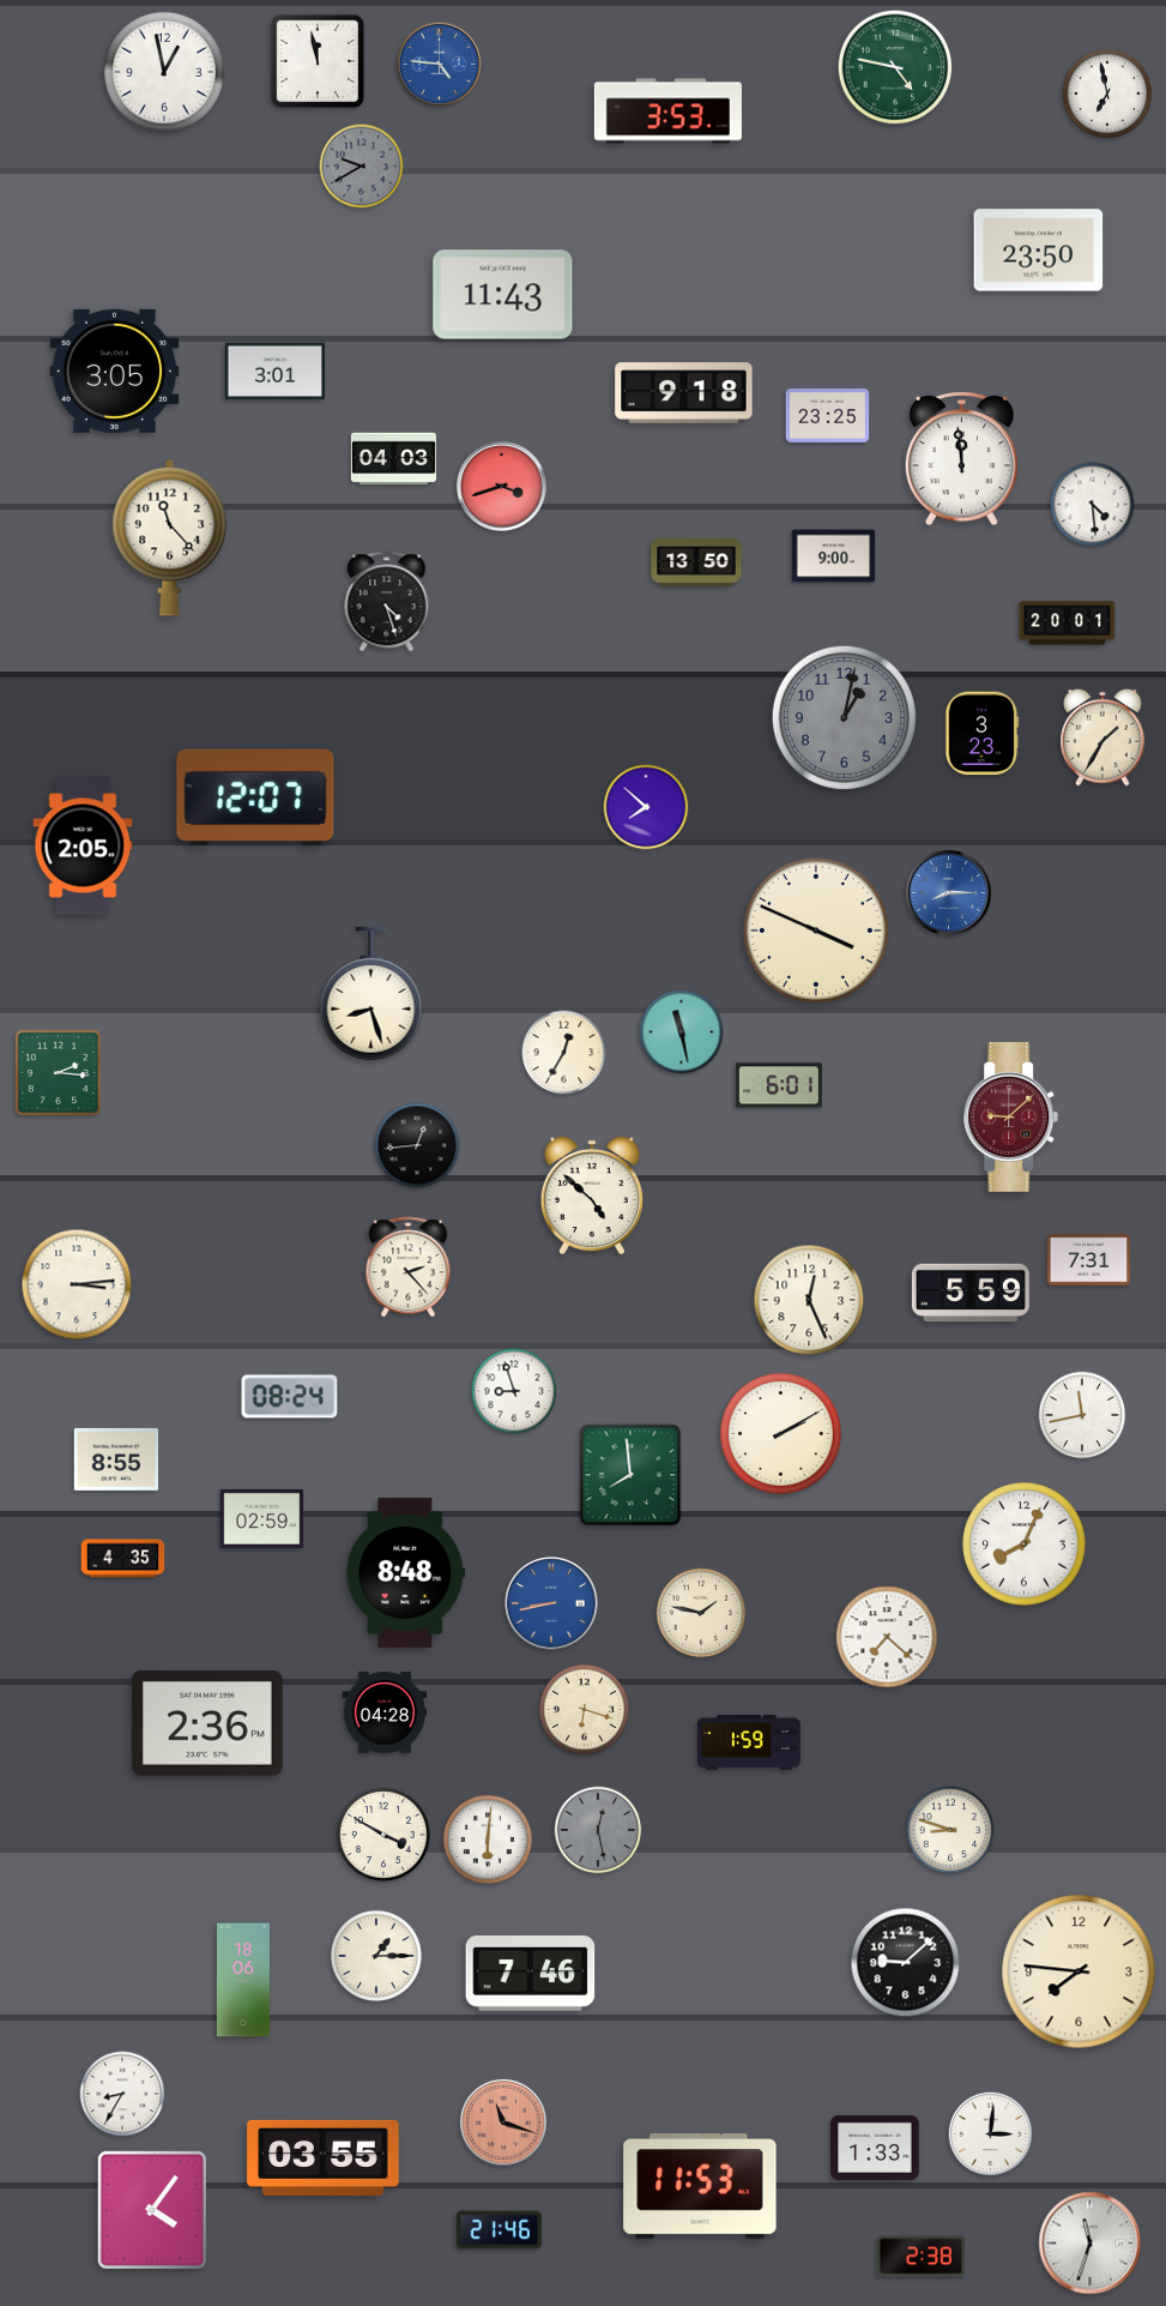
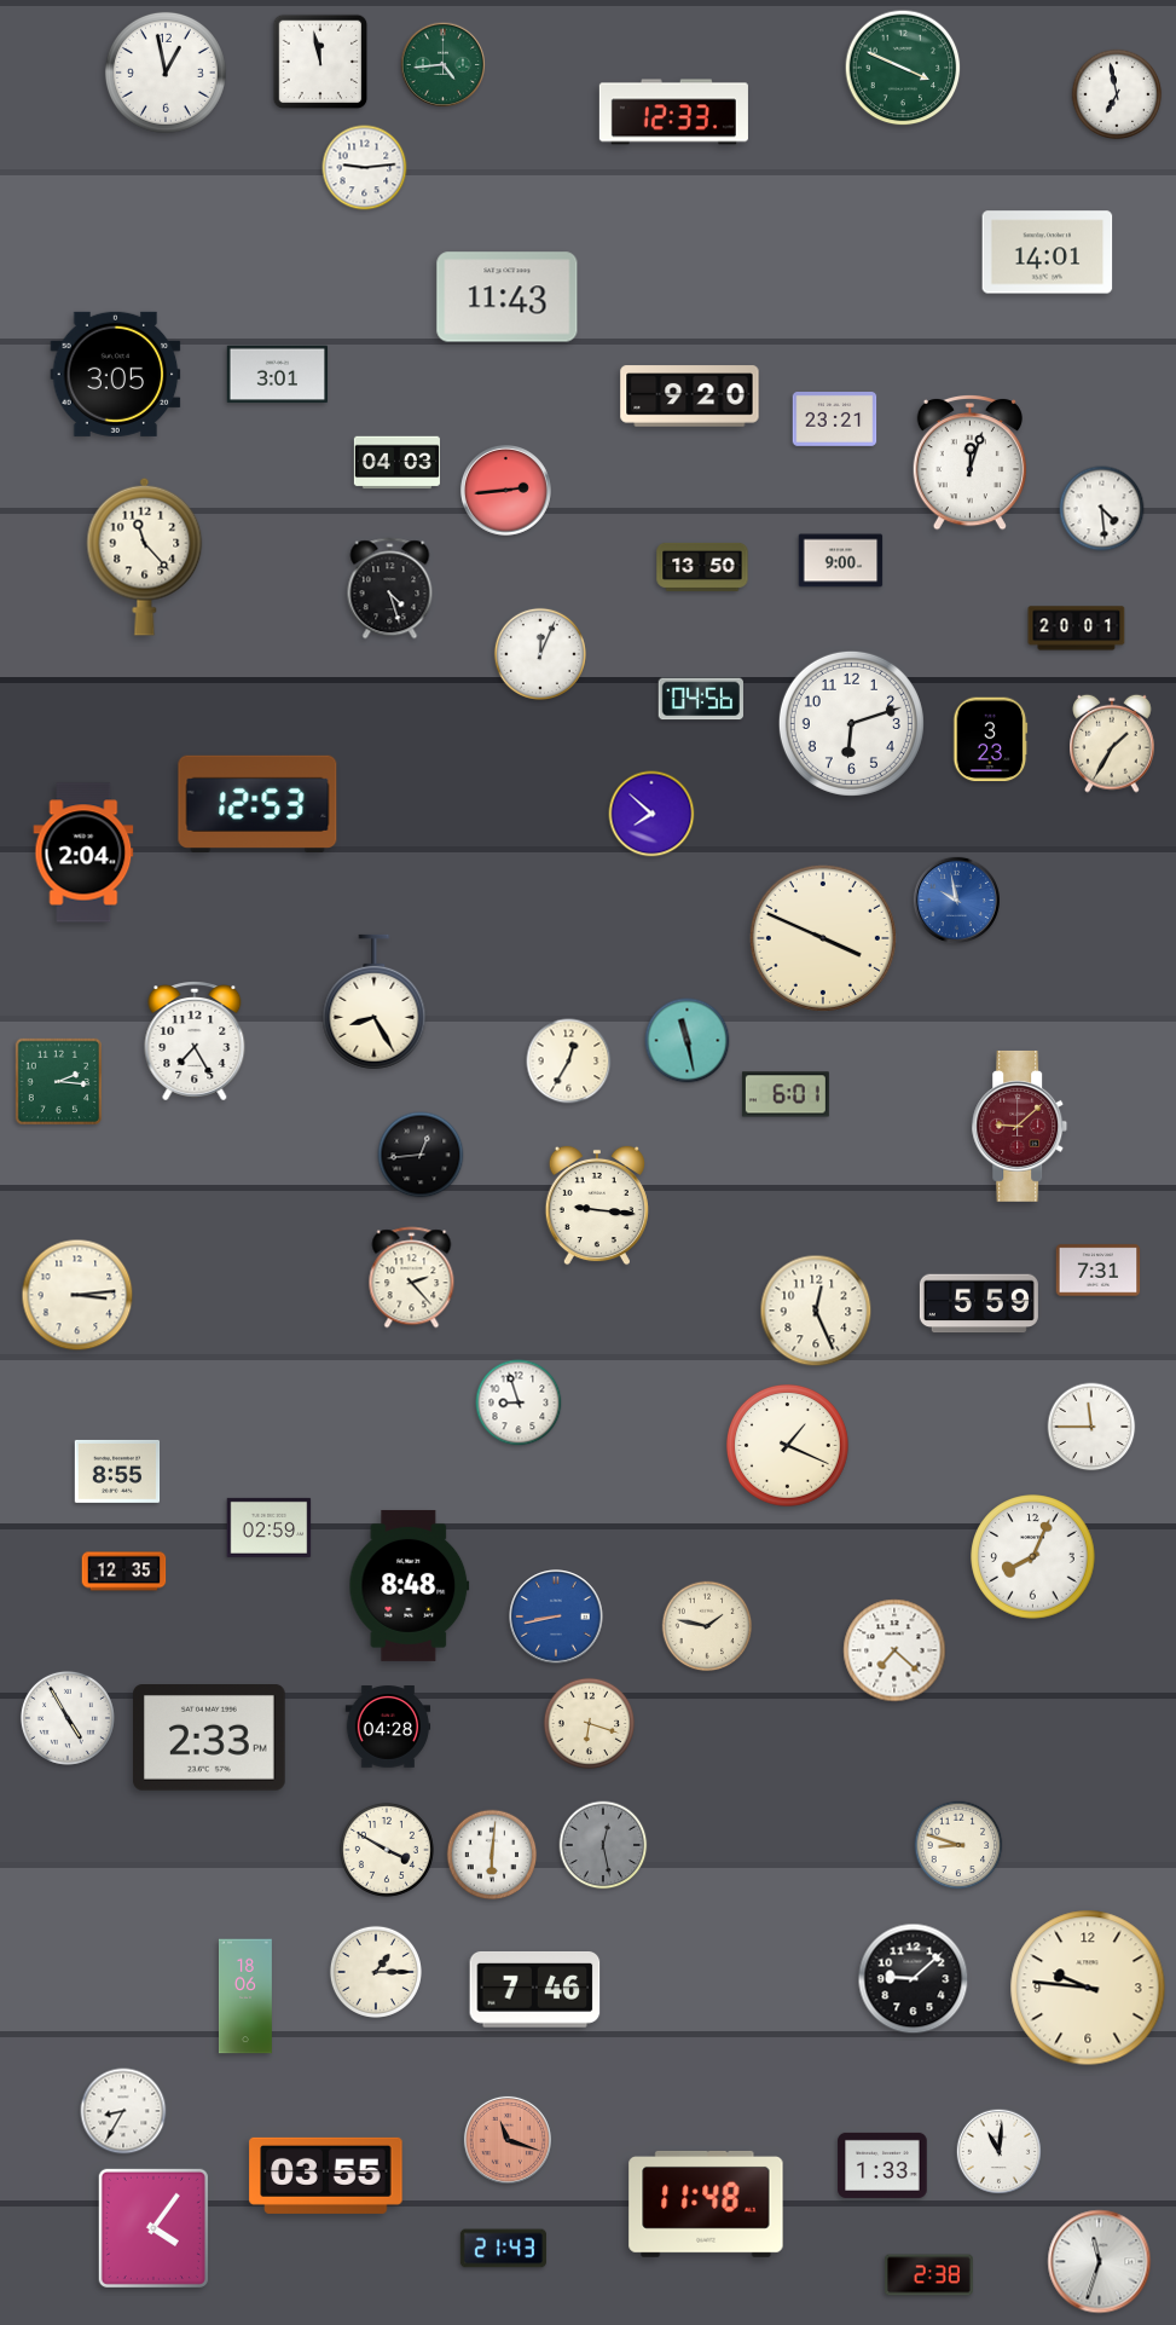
clock at (440, 65): 4:46 -> 4:44
clock at (440, 65) dial: blue -> green
clock at (895, 67): 4:47 -> 3:49
clock at (667, 112): 3:53 -> 12:33
clock at (362, 167): 9:40 -> 9:14
clock at (362, 167) dial: grey -> white
clock at (1039, 251): 23:50 -> 14:01
clock at (684, 393): 9:18 -> 9:20
clock at (828, 416): 23:25 -> 23:21
clock at (961, 458): 11:59 -> 12:03
clock at (501, 486): 3:42 -> 2:44
clock at (170, 537) position: (170, 537) -> (145, 556)
clock at (387, 602) position: (387, 602) -> (390, 589)
clock at (540, 654): none -> 12:04
clock at (700, 699): none -> 04:56
clock at (844, 717): 1:02 -> 6:12
clock at (844, 717) dial: grey -> white
clock at (255, 796): 12:07 -> 12:53
clock at (83, 845): 2:05 -> 2:04
clock at (948, 892): 8:15 -> 9:58
clock at (371, 994): 8:27 -> 8:25
clock at (195, 1041): none -> 7:25
clock at (592, 1196): 4:52 -> 9:16
clock at (290, 1397): 08:24 -> none
clock at (1082, 1415): 11:43 -> 11:45
clock at (780, 1433): 2:10 -> 1:19
clock at (630, 1475): 7:59 -> none
clock at (262, 1518) position: (262, 1518) -> (270, 1527)
clock at (123, 1559): 4:35 -> 12:35
clock at (68, 1718): none -> 4:55
clock at (209, 1724): 2:36 -> 2:33
clock at (749, 1742): 1:59 -> none
clock at (376, 1956) position: (376, 1956) -> (376, 1972)
clock at (1079, 1971): 7:46 -> 9:46
clock at (991, 2135): 3:01 -> 11:01
clock at (700, 2186): 11:53 -> 11:48
clock at (499, 2230): 21:46 -> 21:43
